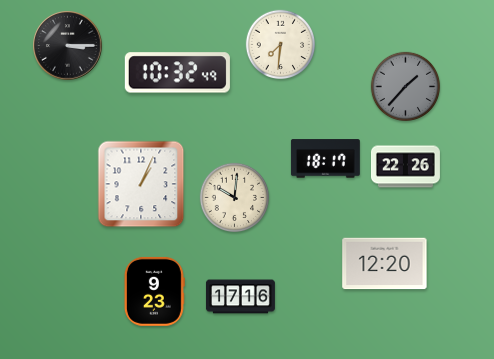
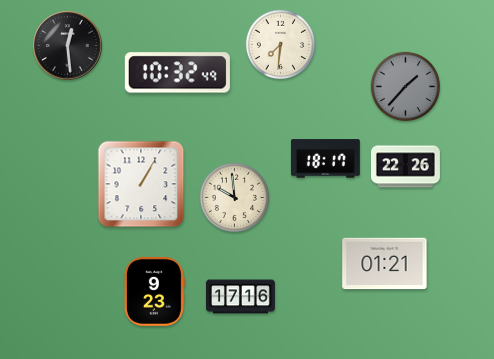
clock at (68, 46): 3:15 -> 12:29
clock at (141, 184): 1:04 -> 1:05
clock at (235, 198): 10:01 -> 9:59
clock at (385, 264): 12:20 -> 01:21
